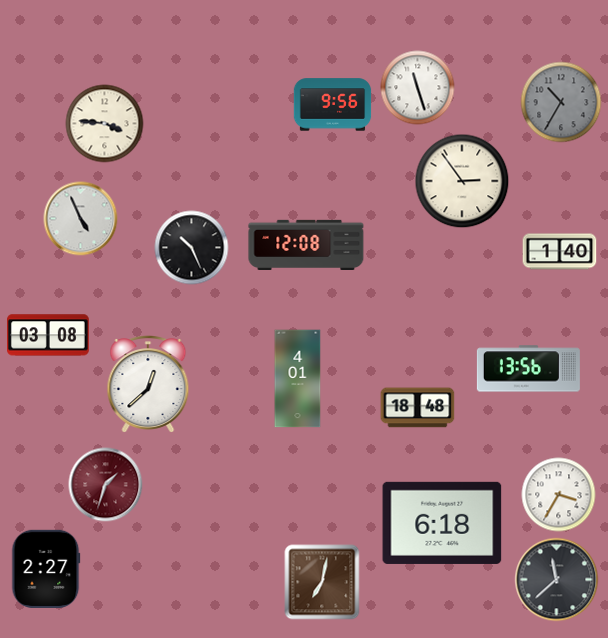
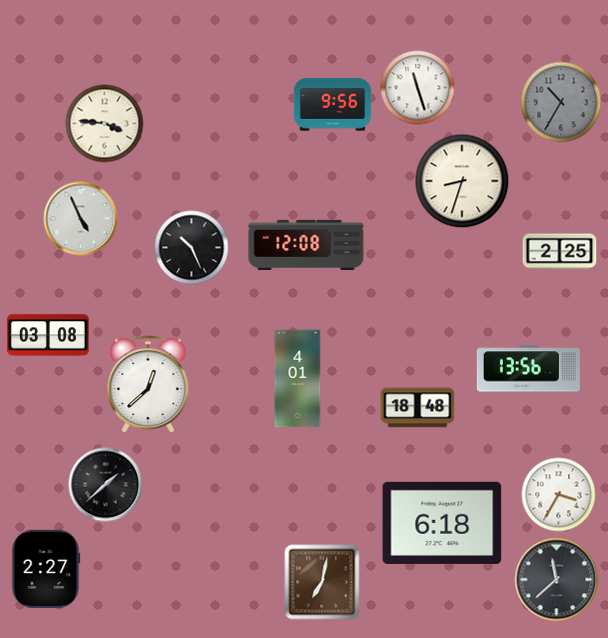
clock at (462, 181): 2:54 -> 8:33
clock at (560, 252): 1:40 -> 2:25
clock at (106, 485): 1:33 -> 1:38
clock at (106, 485) dial: burgundy -> black
